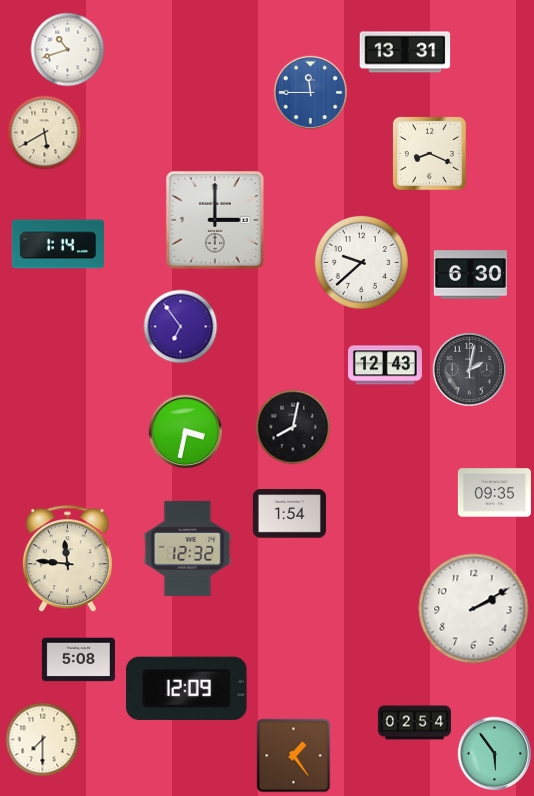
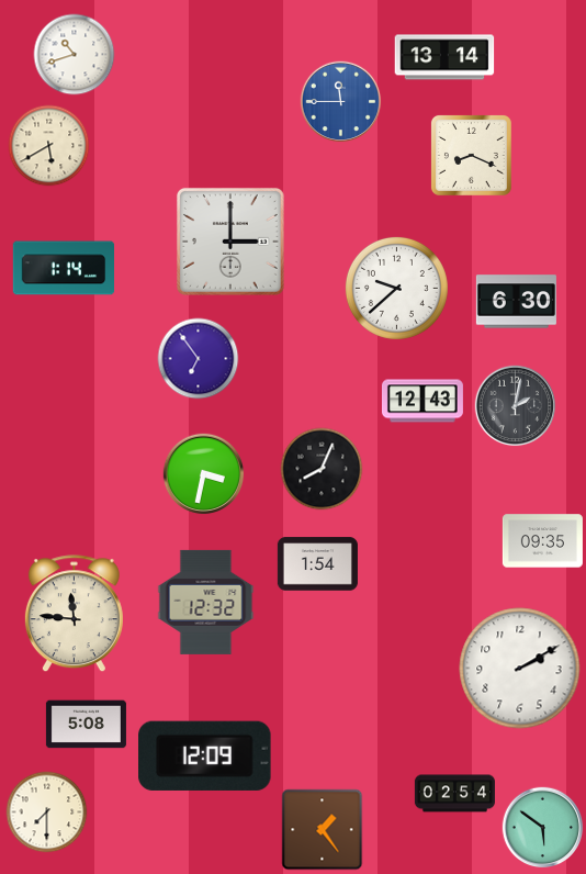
clock at (405, 52): 13:31 -> 13:14
clock at (429, 153) position: (429, 153) -> (471, 155)
clock at (215, 220) position: (215, 220) -> (230, 242)
clock at (293, 427): 8:02 -> 8:04
clock at (495, 754): 5:54 -> 5:51
